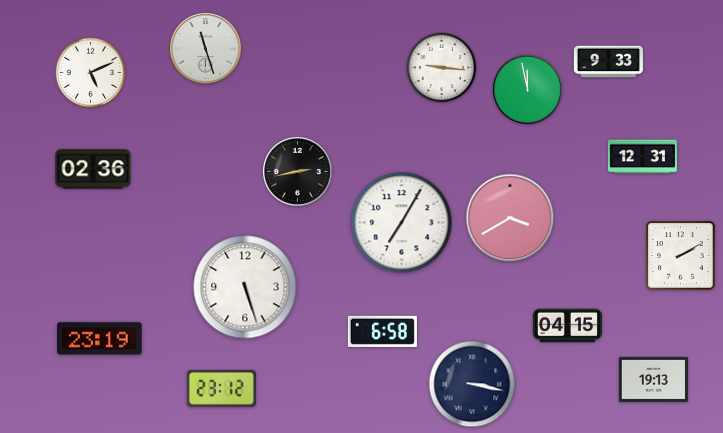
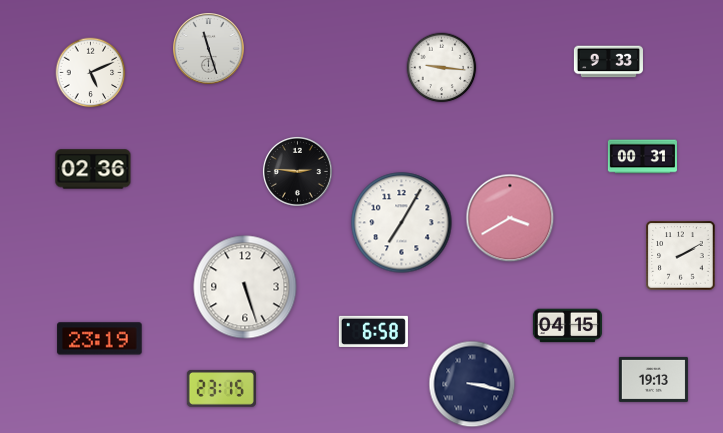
clock at (206, 49) position: (206, 49) -> (209, 49)
clock at (527, 89): 11:58 -> none
clock at (642, 157): 12:31 -> 00:31
clock at (297, 171): 2:43 -> 2:46
clock at (382, 331) position: (382, 331) -> (373, 331)
clock at (221, 389): 23:12 -> 23:15
